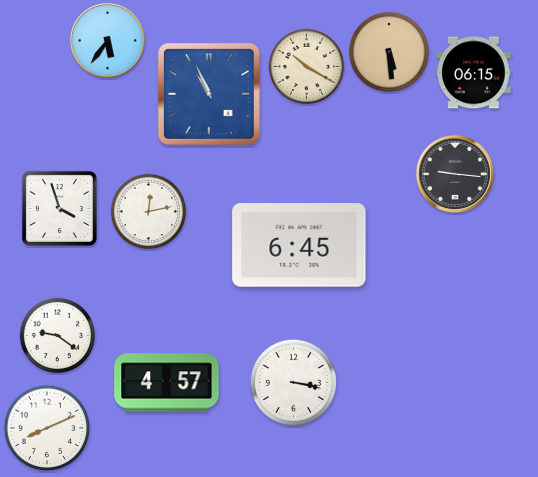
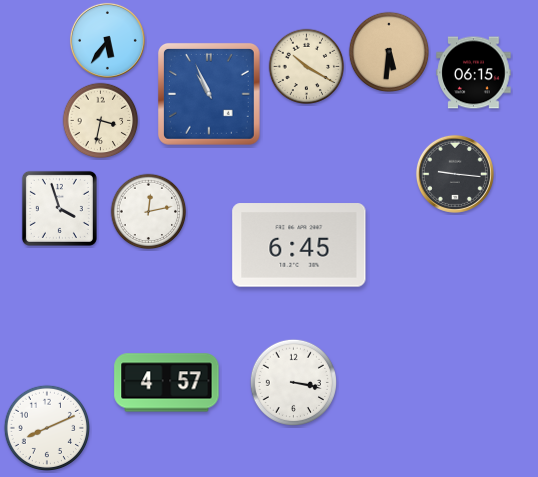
clock at (389, 52): 5:29 -> 5:31
clock at (101, 121): none -> 3:32
clock at (58, 336): 9:21 -> none
